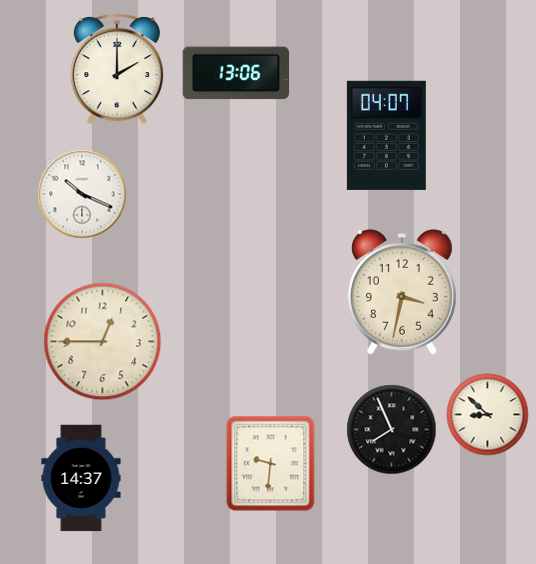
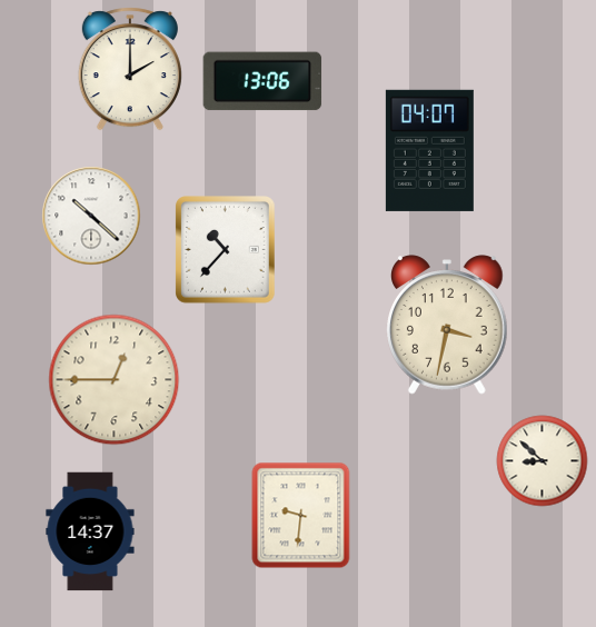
clock at (117, 69) position: (117, 69) -> (130, 69)
clock at (82, 194): 10:19 -> 10:22
clock at (226, 250): none -> 10:37
clock at (392, 430): 7:56 -> none
